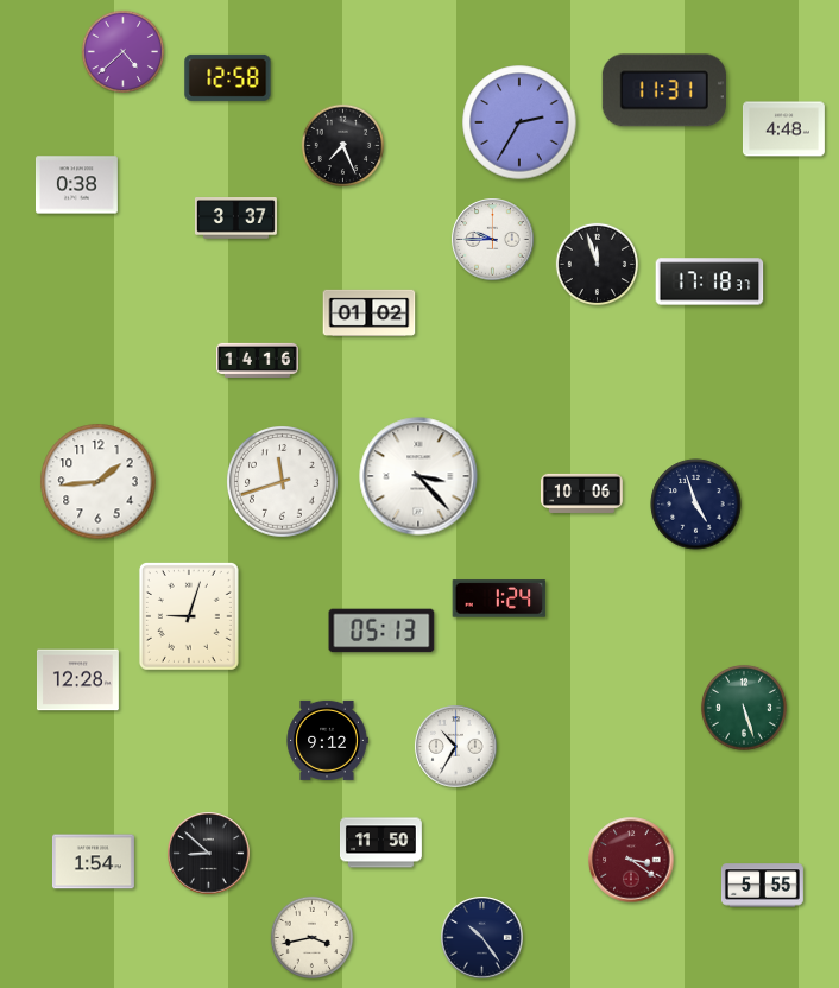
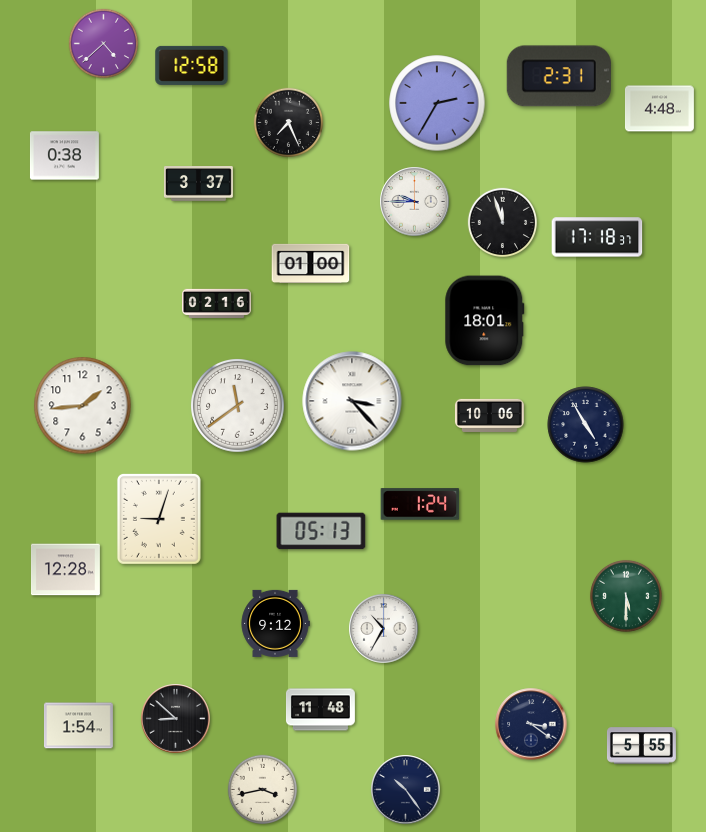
clock at (664, 90): 11:31 -> 2:31
clock at (370, 312): 01:02 -> 01:00
clock at (258, 360): 14:16 -> 02:16
clock at (485, 321): none -> 18:01
clock at (283, 482): 11:42 -> 11:39
clock at (696, 505): 4:57 -> 4:55
clock at (77, 680) position: (77, 680) -> (65, 570)
clock at (744, 708): 5:27 -> 5:30
clock at (380, 843): 11:50 -> 11:48
clock at (631, 860) dial: burgundy -> navy
